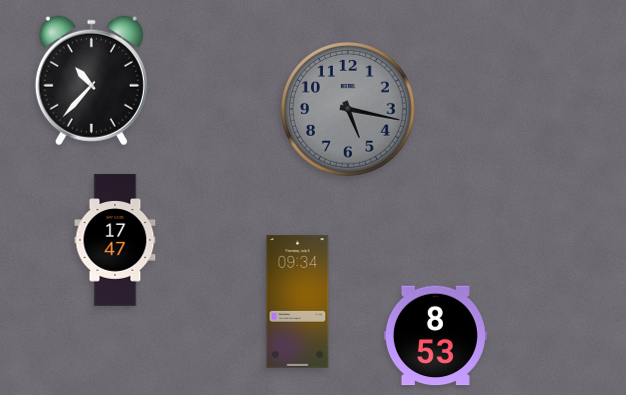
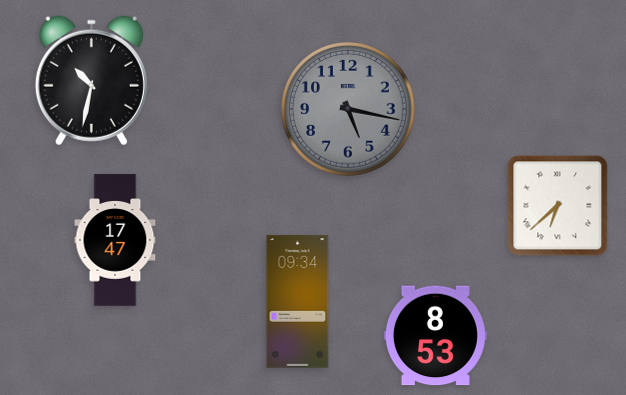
clock at (91, 81): 10:37 -> 10:32
clock at (558, 206): none -> 6:38
